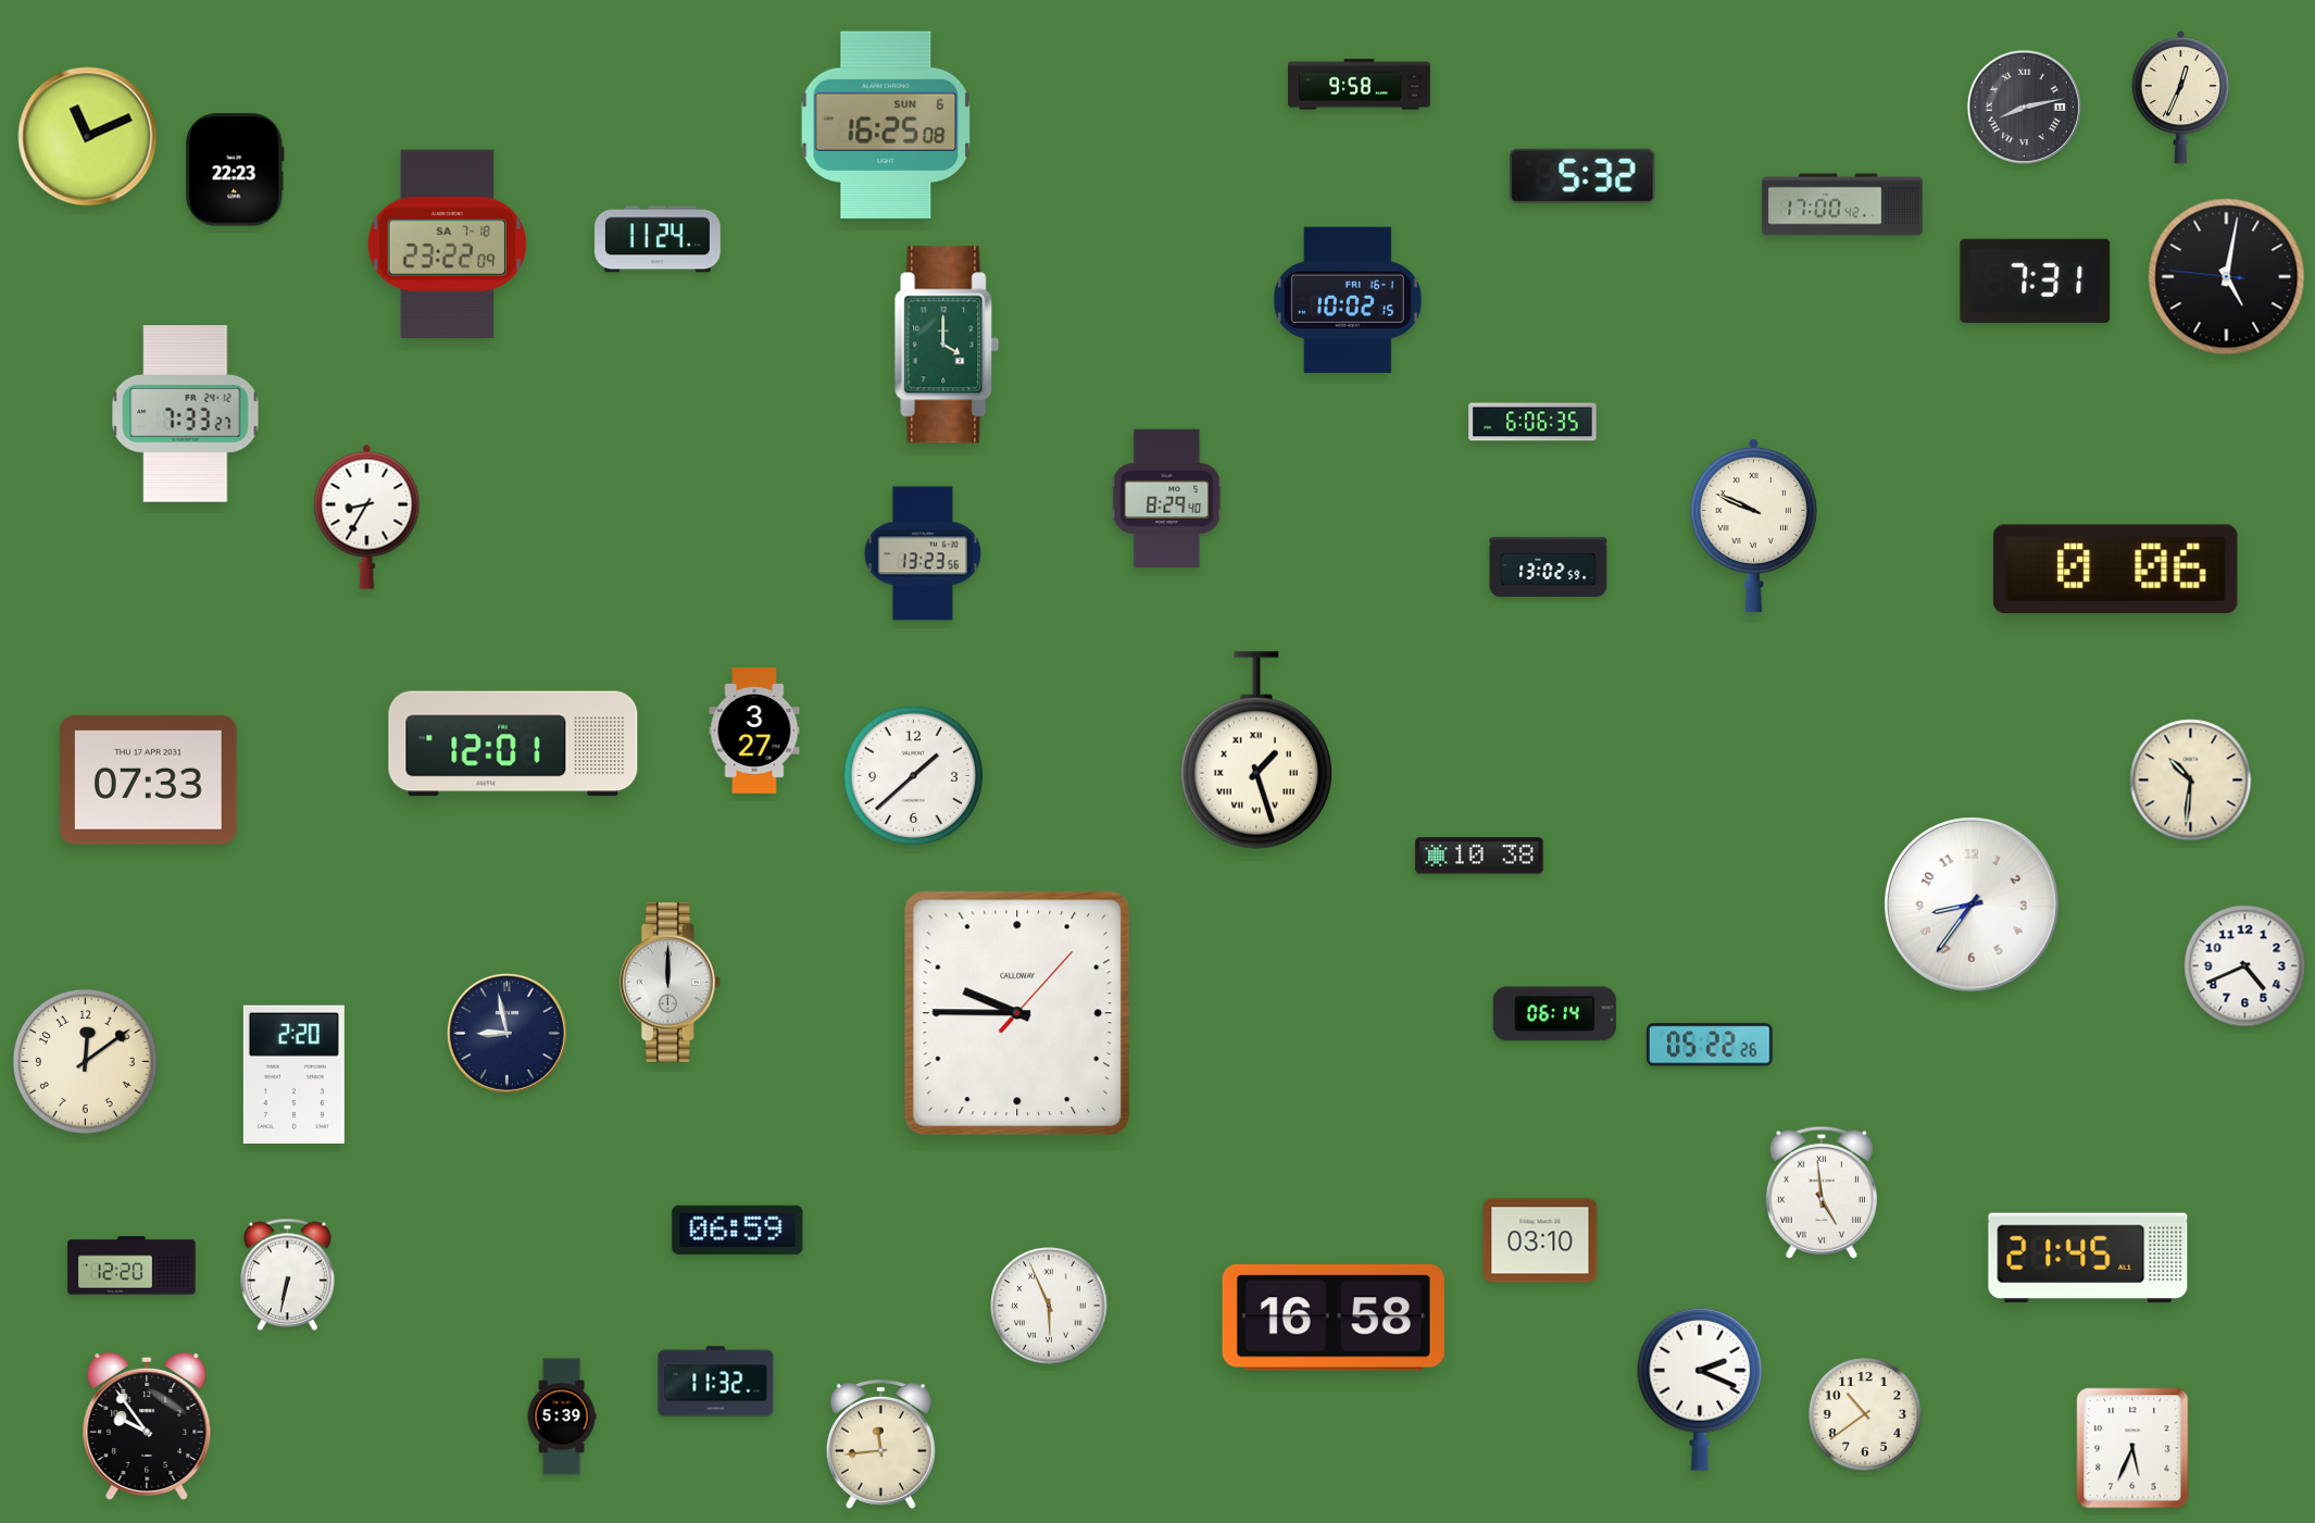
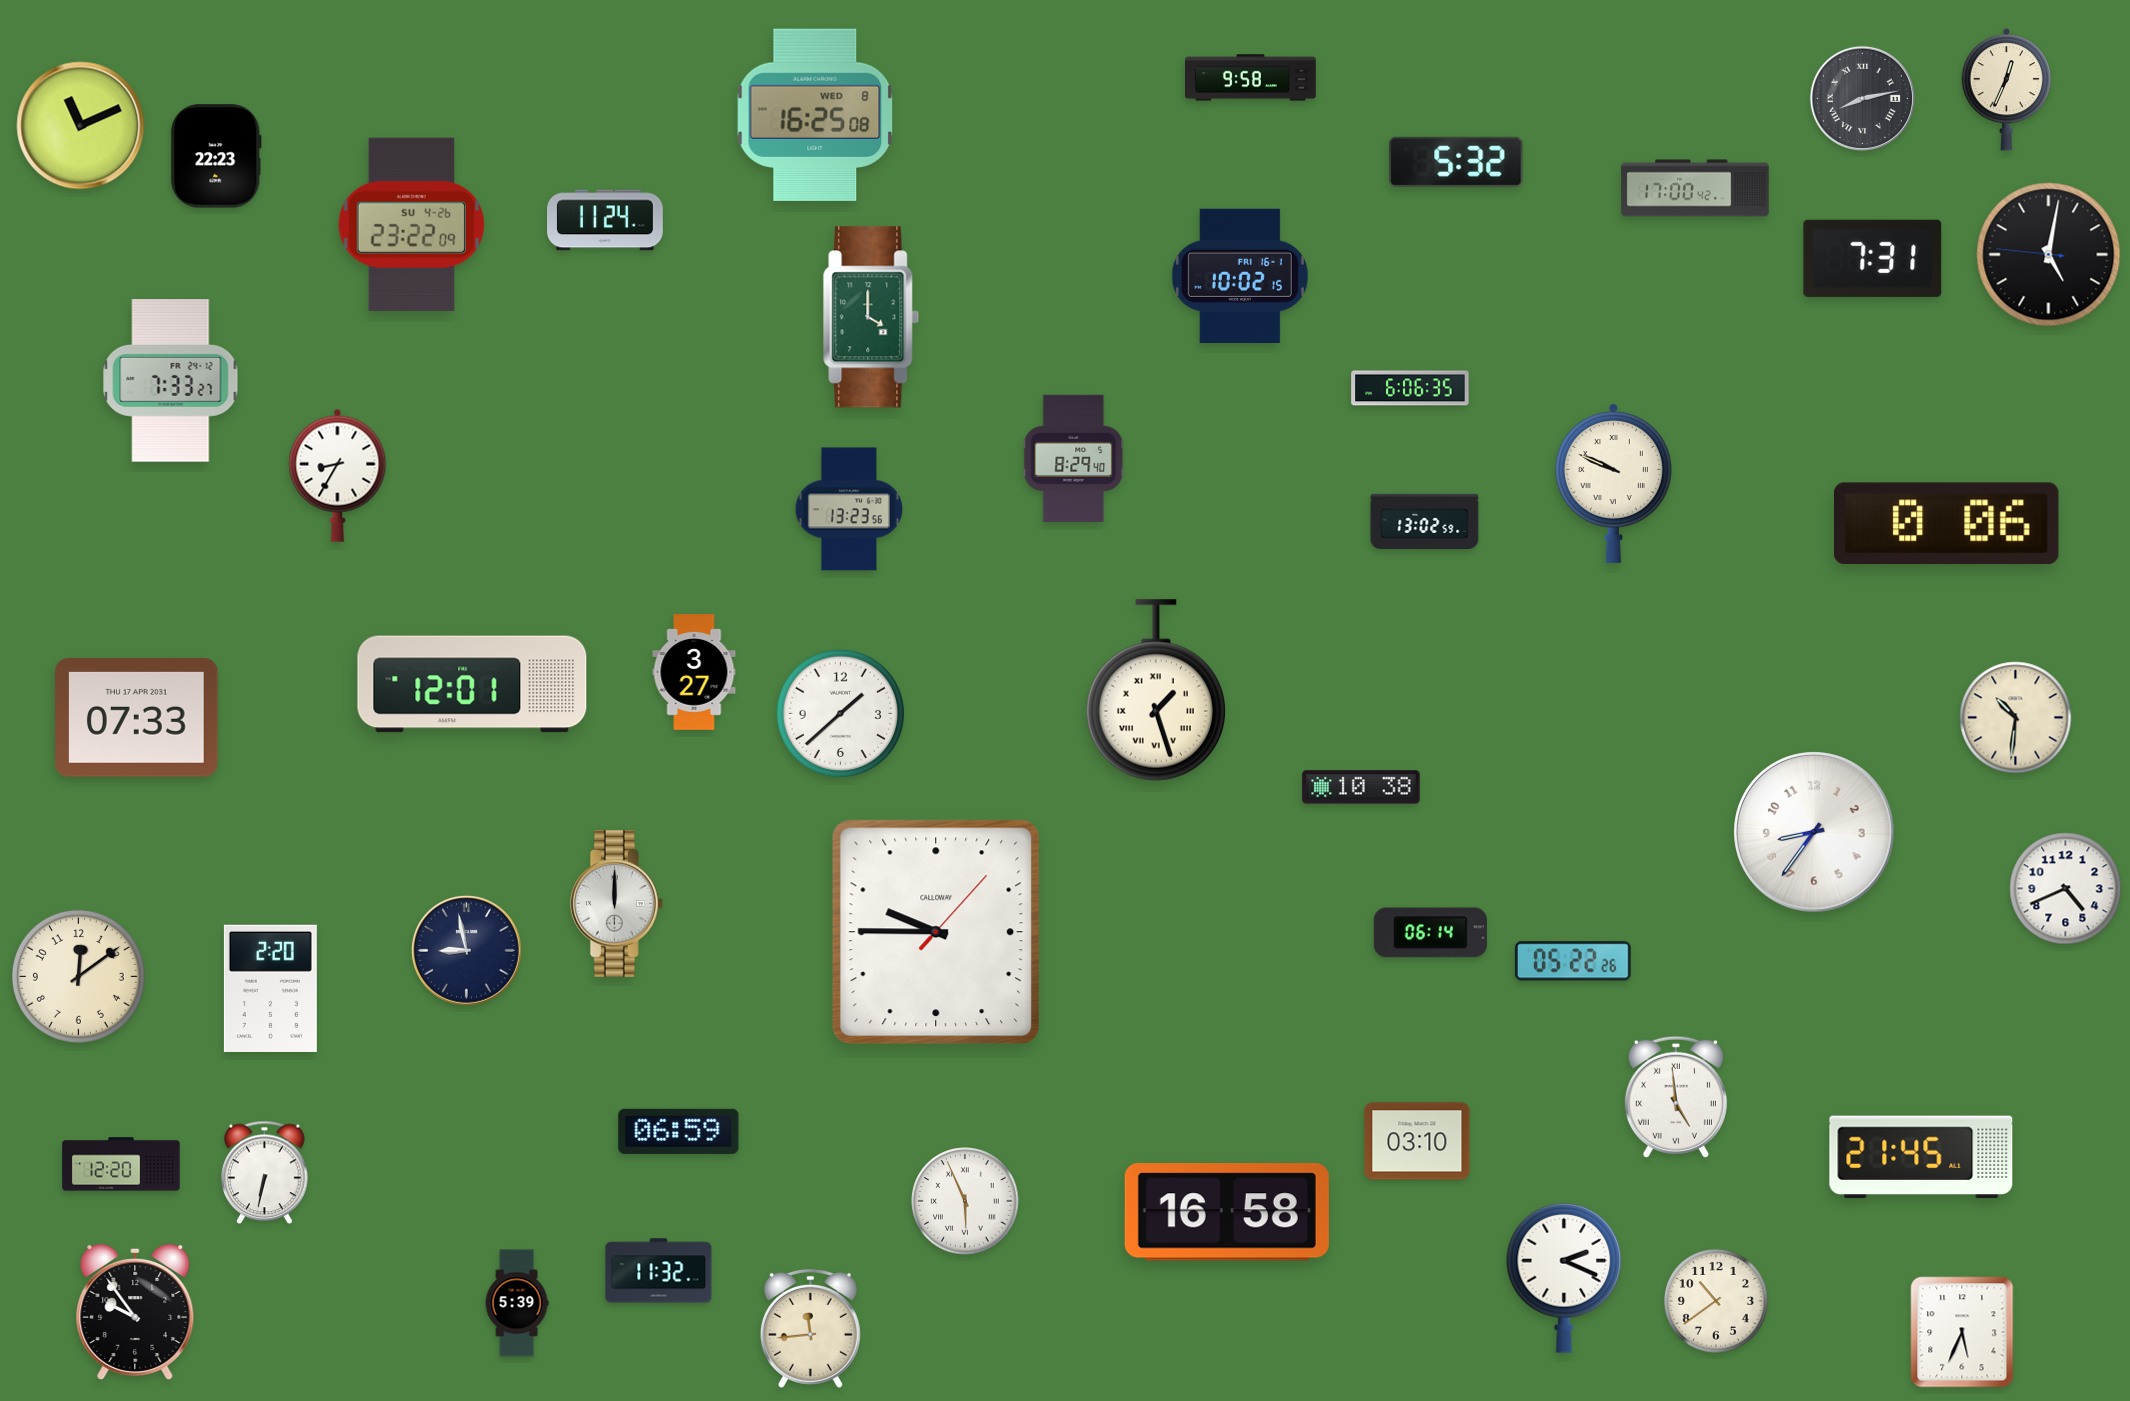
clock at (886, 125) date: SUN 6 -> WED 8
clock at (447, 244) date: SA 7-18 -> SU 4-26
